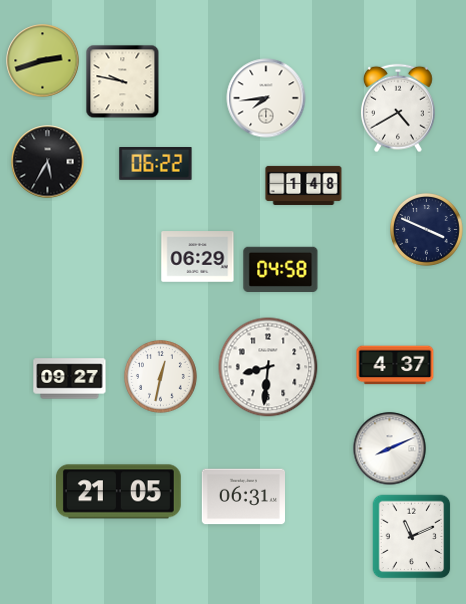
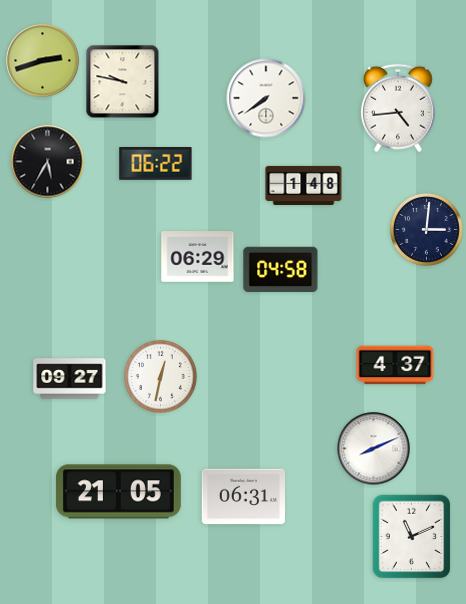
clock at (266, 98): 7:44 -> 7:39
clock at (398, 108): 4:40 -> 4:44
clock at (427, 230): 3:49 -> 3:01
clock at (268, 367): 8:31 -> none
clock at (390, 449) position: (390, 449) -> (374, 449)
